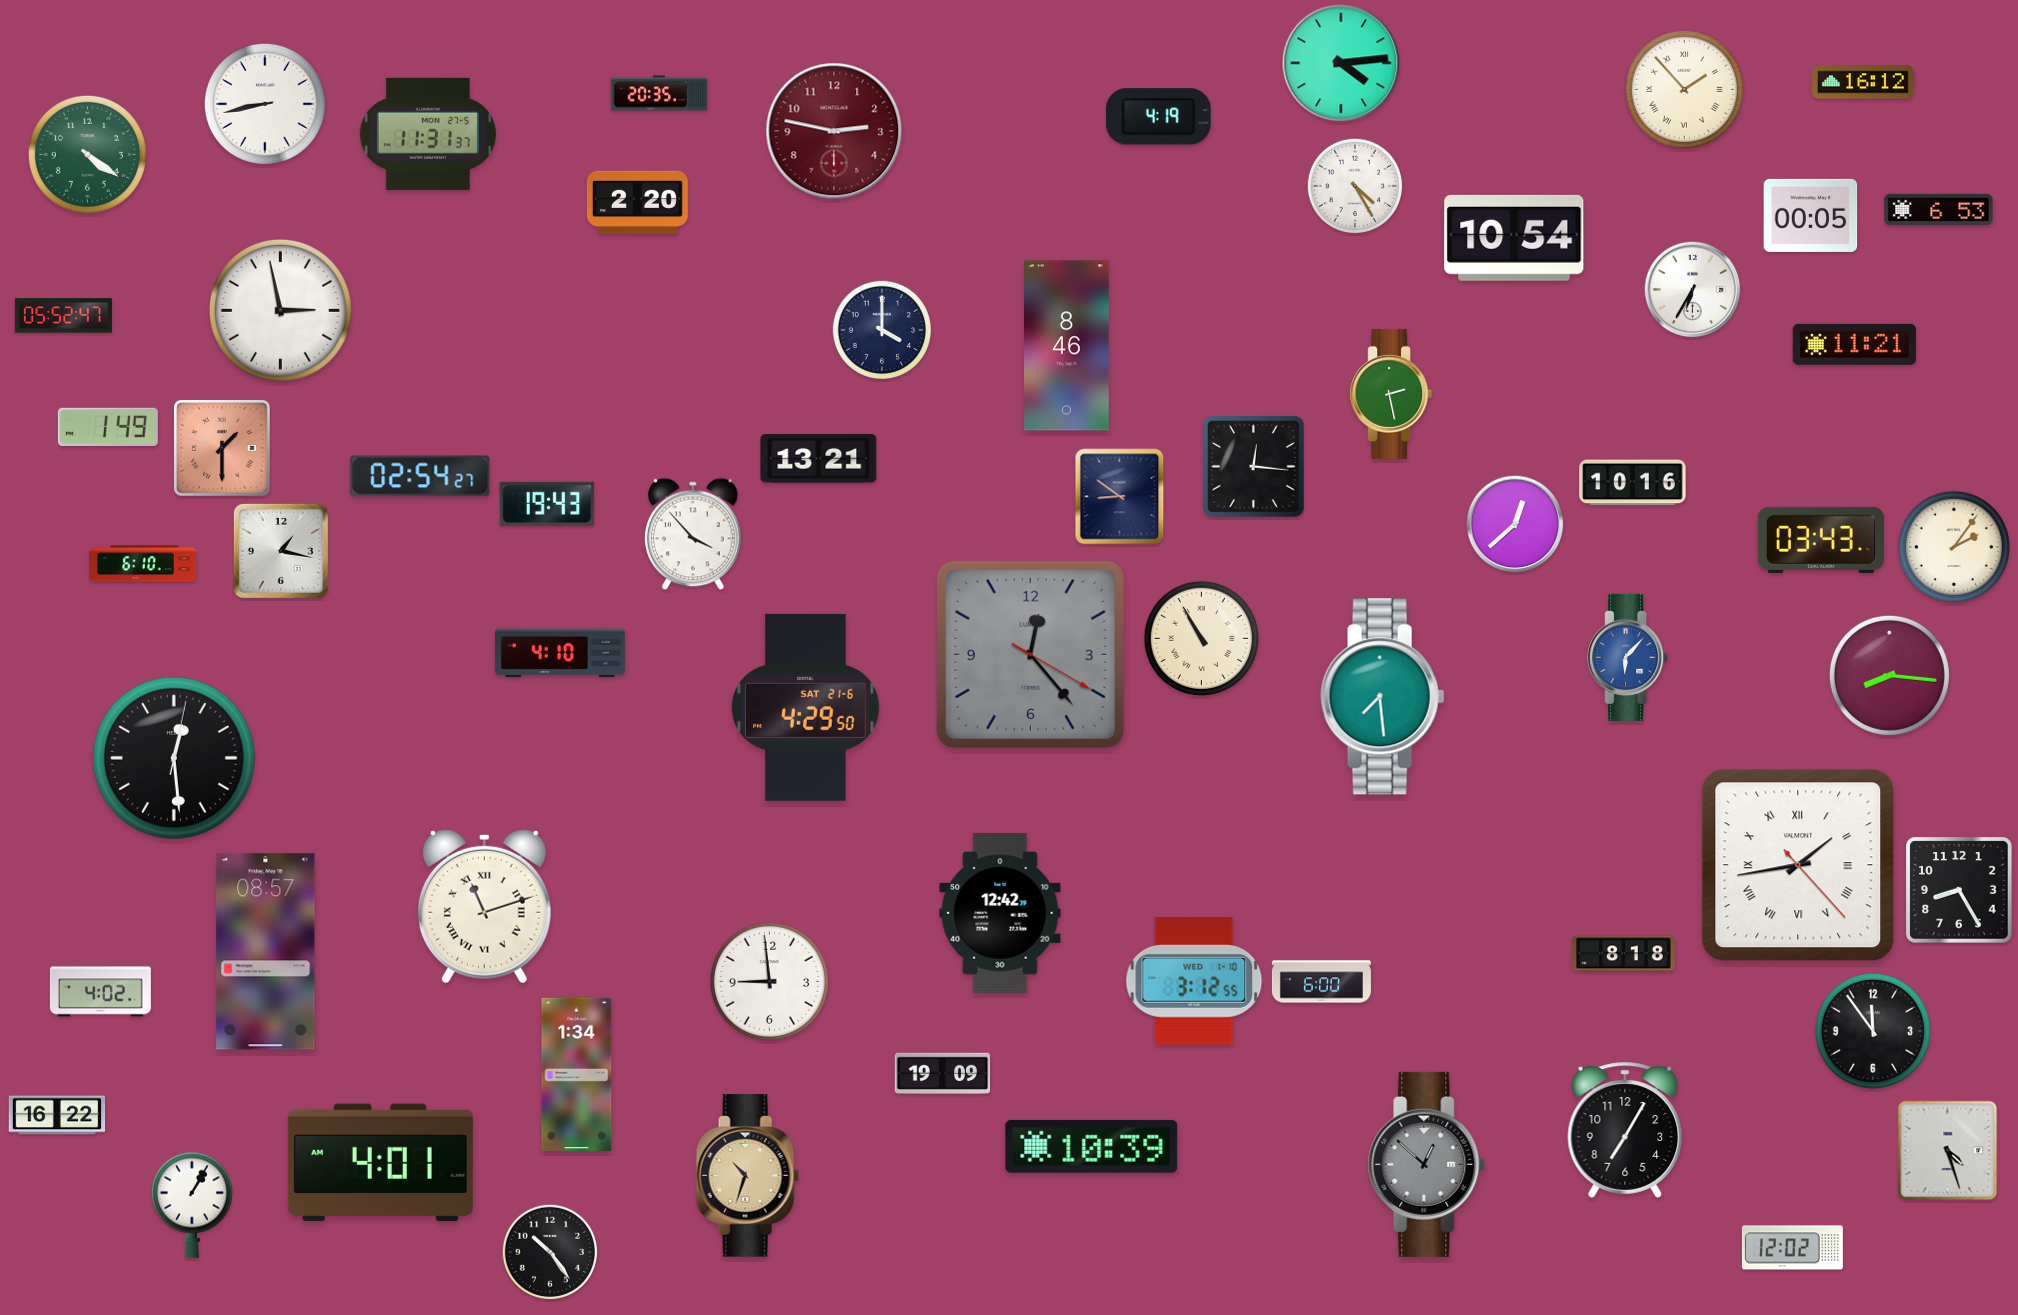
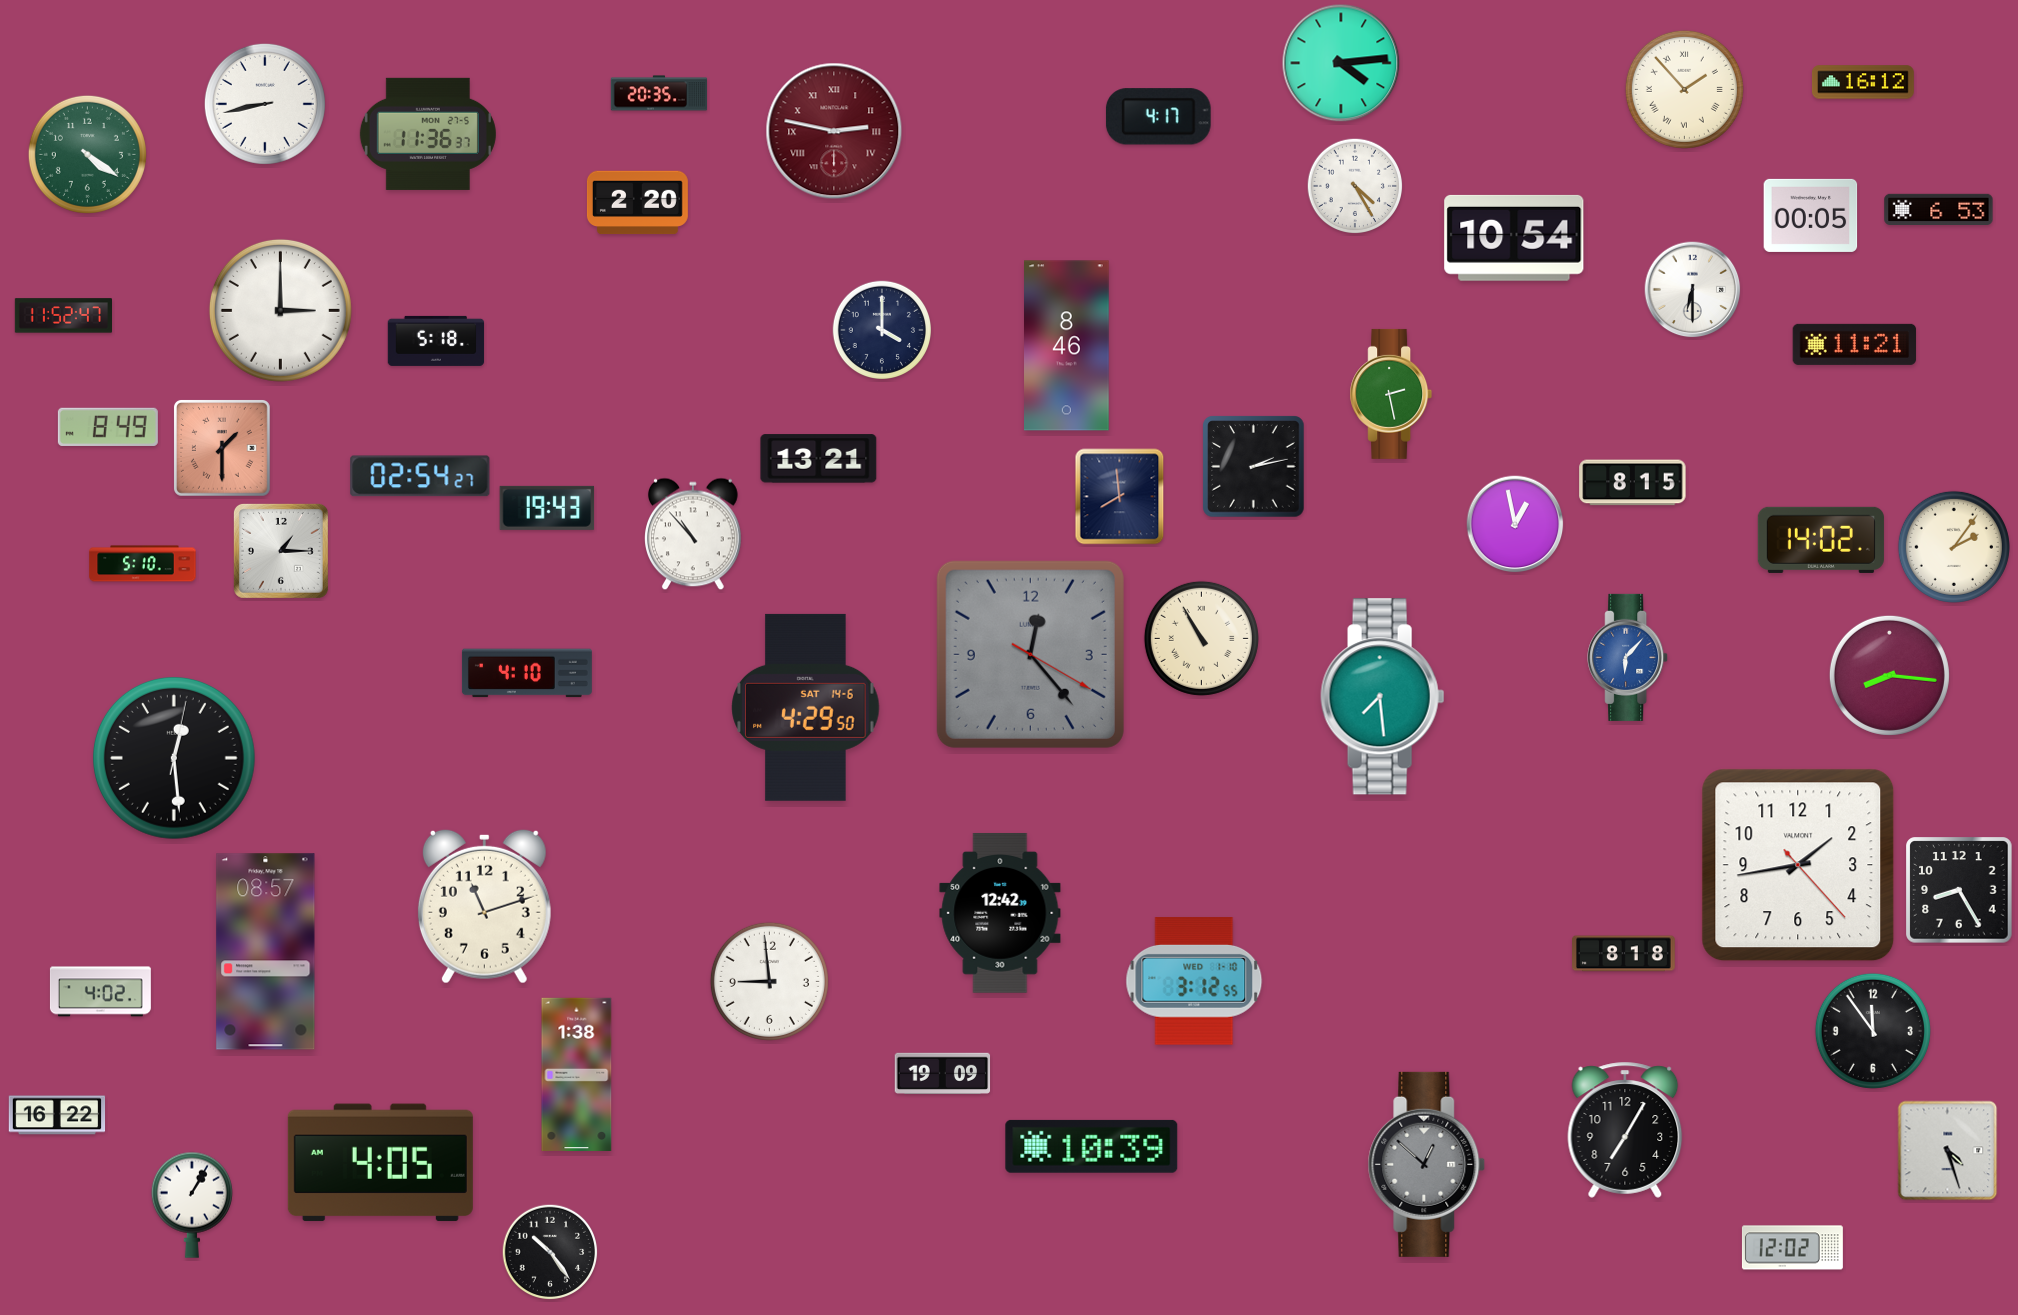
clock at (1158, 117): 4:19 -> 4:17
clock at (834, 131) numerals: Arabic -> Roman
clock at (428, 134): 11:31 -> 11:36
clock at (1693, 290): 6:35 -> 6:30
clock at (280, 310): 2:58 -> 3:00
clock at (63, 316): 05:52 -> 11:52
clock at (436, 341): none -> 5:18
clock at (108, 427): 1:49 -> 8:49
clock at (1254, 467): 12:16 -> 2:13
clock at (1633, 483): 10:16 -> 8:15
clock at (1120, 497): 8:51 -> 7:59
clock at (547, 504) position: (547, 504) -> (547, 508)
clock at (1515, 524): 12:38 -> 12:58
clock at (694, 534): 3:53 -> 10:53
clock at (1821, 540): 03:43 -> 14:02
clock at (281, 551): 1:17 -> 1:15
clock at (143, 564): 6:10 -> 5:10
clock at (560, 653) position: (560, 653) -> (527, 673)
clock at (806, 707) date: SAT 21-6 -> SAT 14-6
clock at (1798, 865) numerals: Roman -> Arabic
clock at (484, 906) numerals: Roman -> Arabic
clock at (1321, 982): 6:00 -> none
clock at (577, 1074): 1:34 -> 1:38
clock at (380, 1163): 4:01 -> 4:05
clock at (747, 1176): 10:33 -> none
